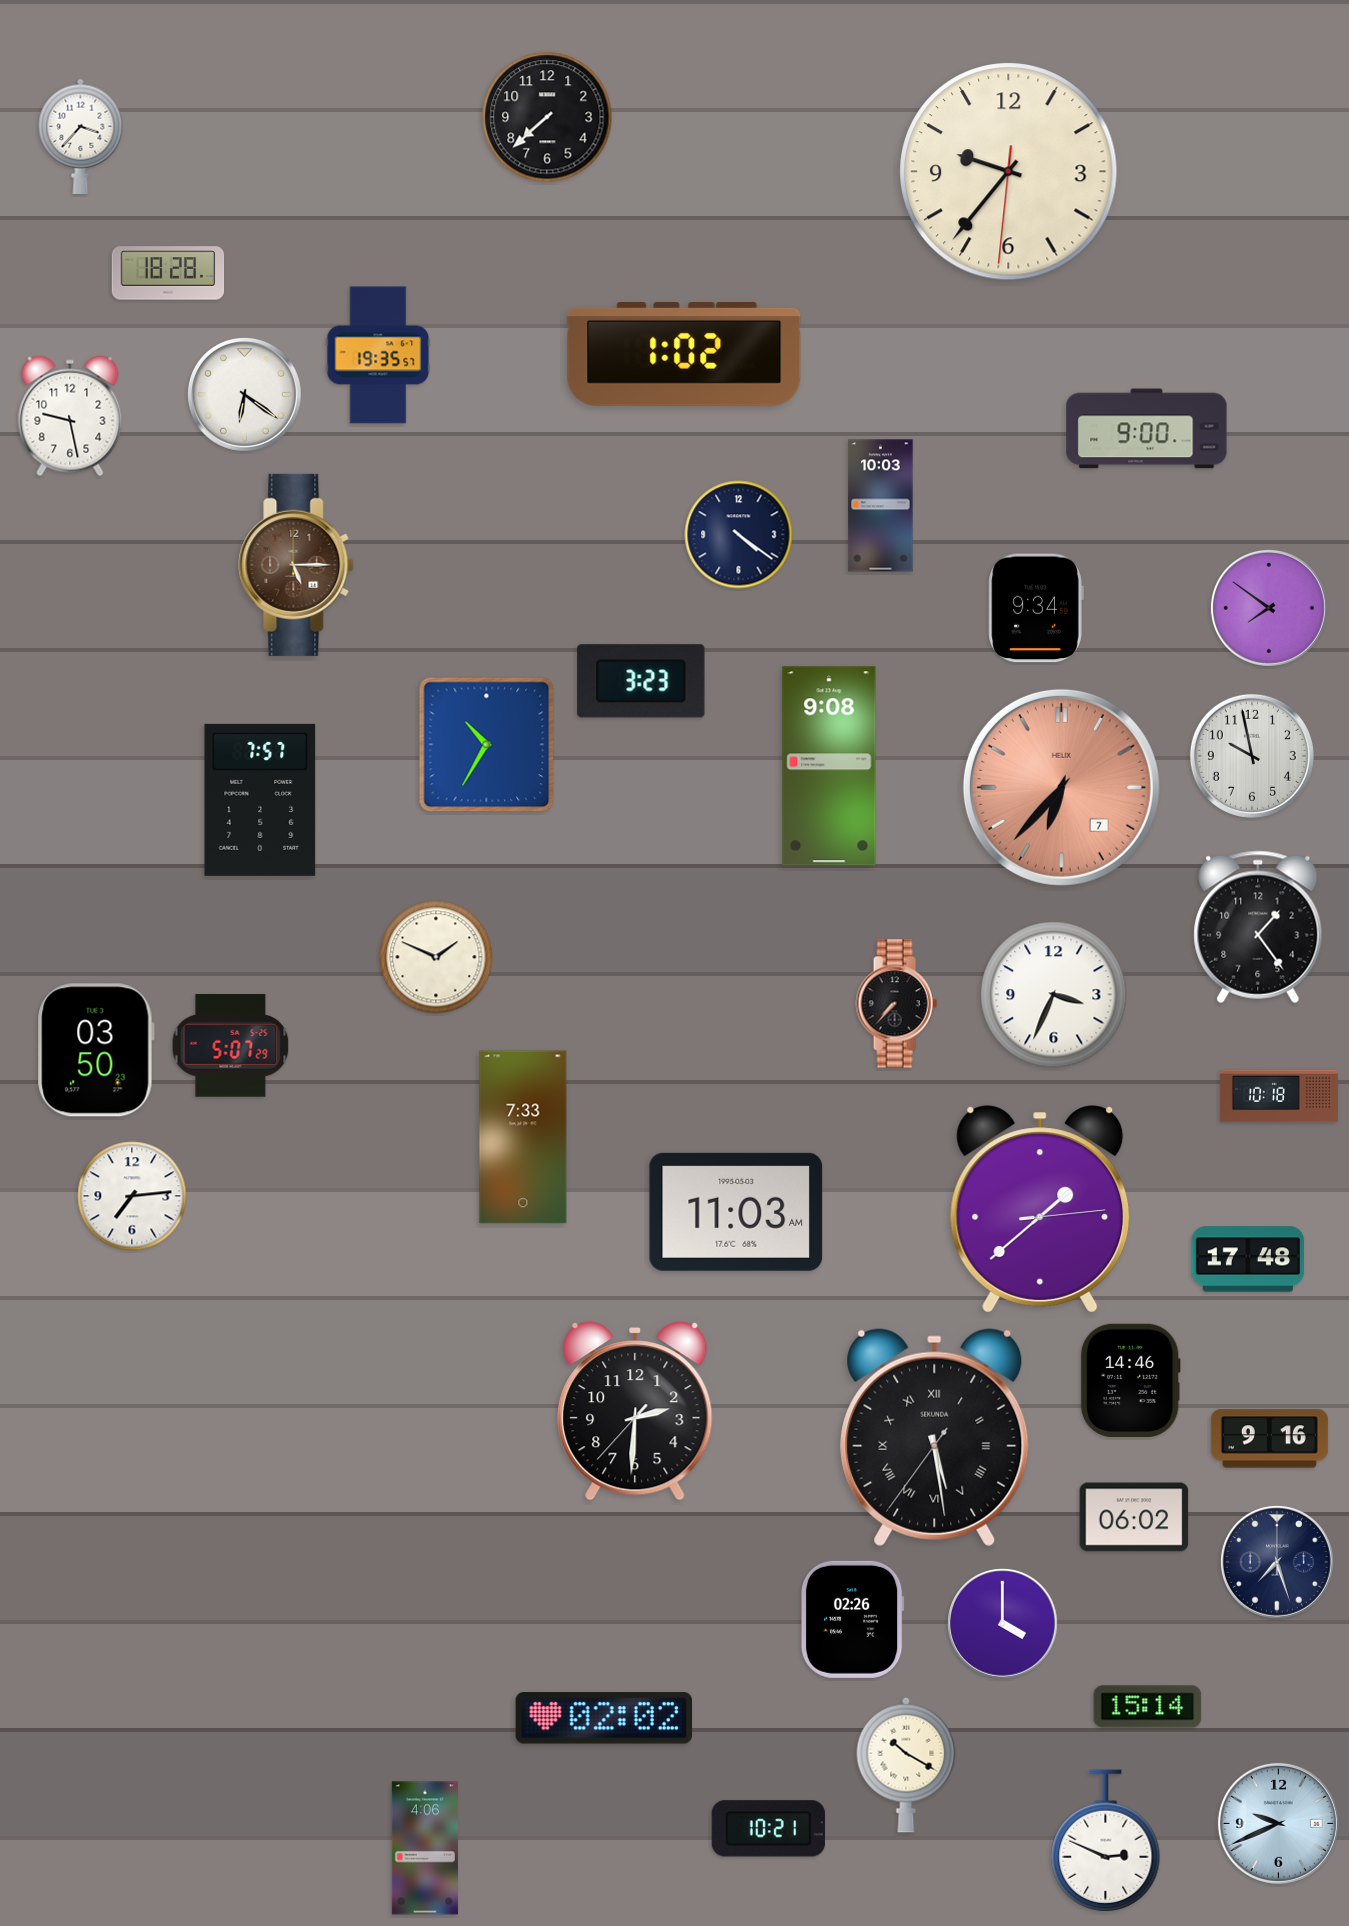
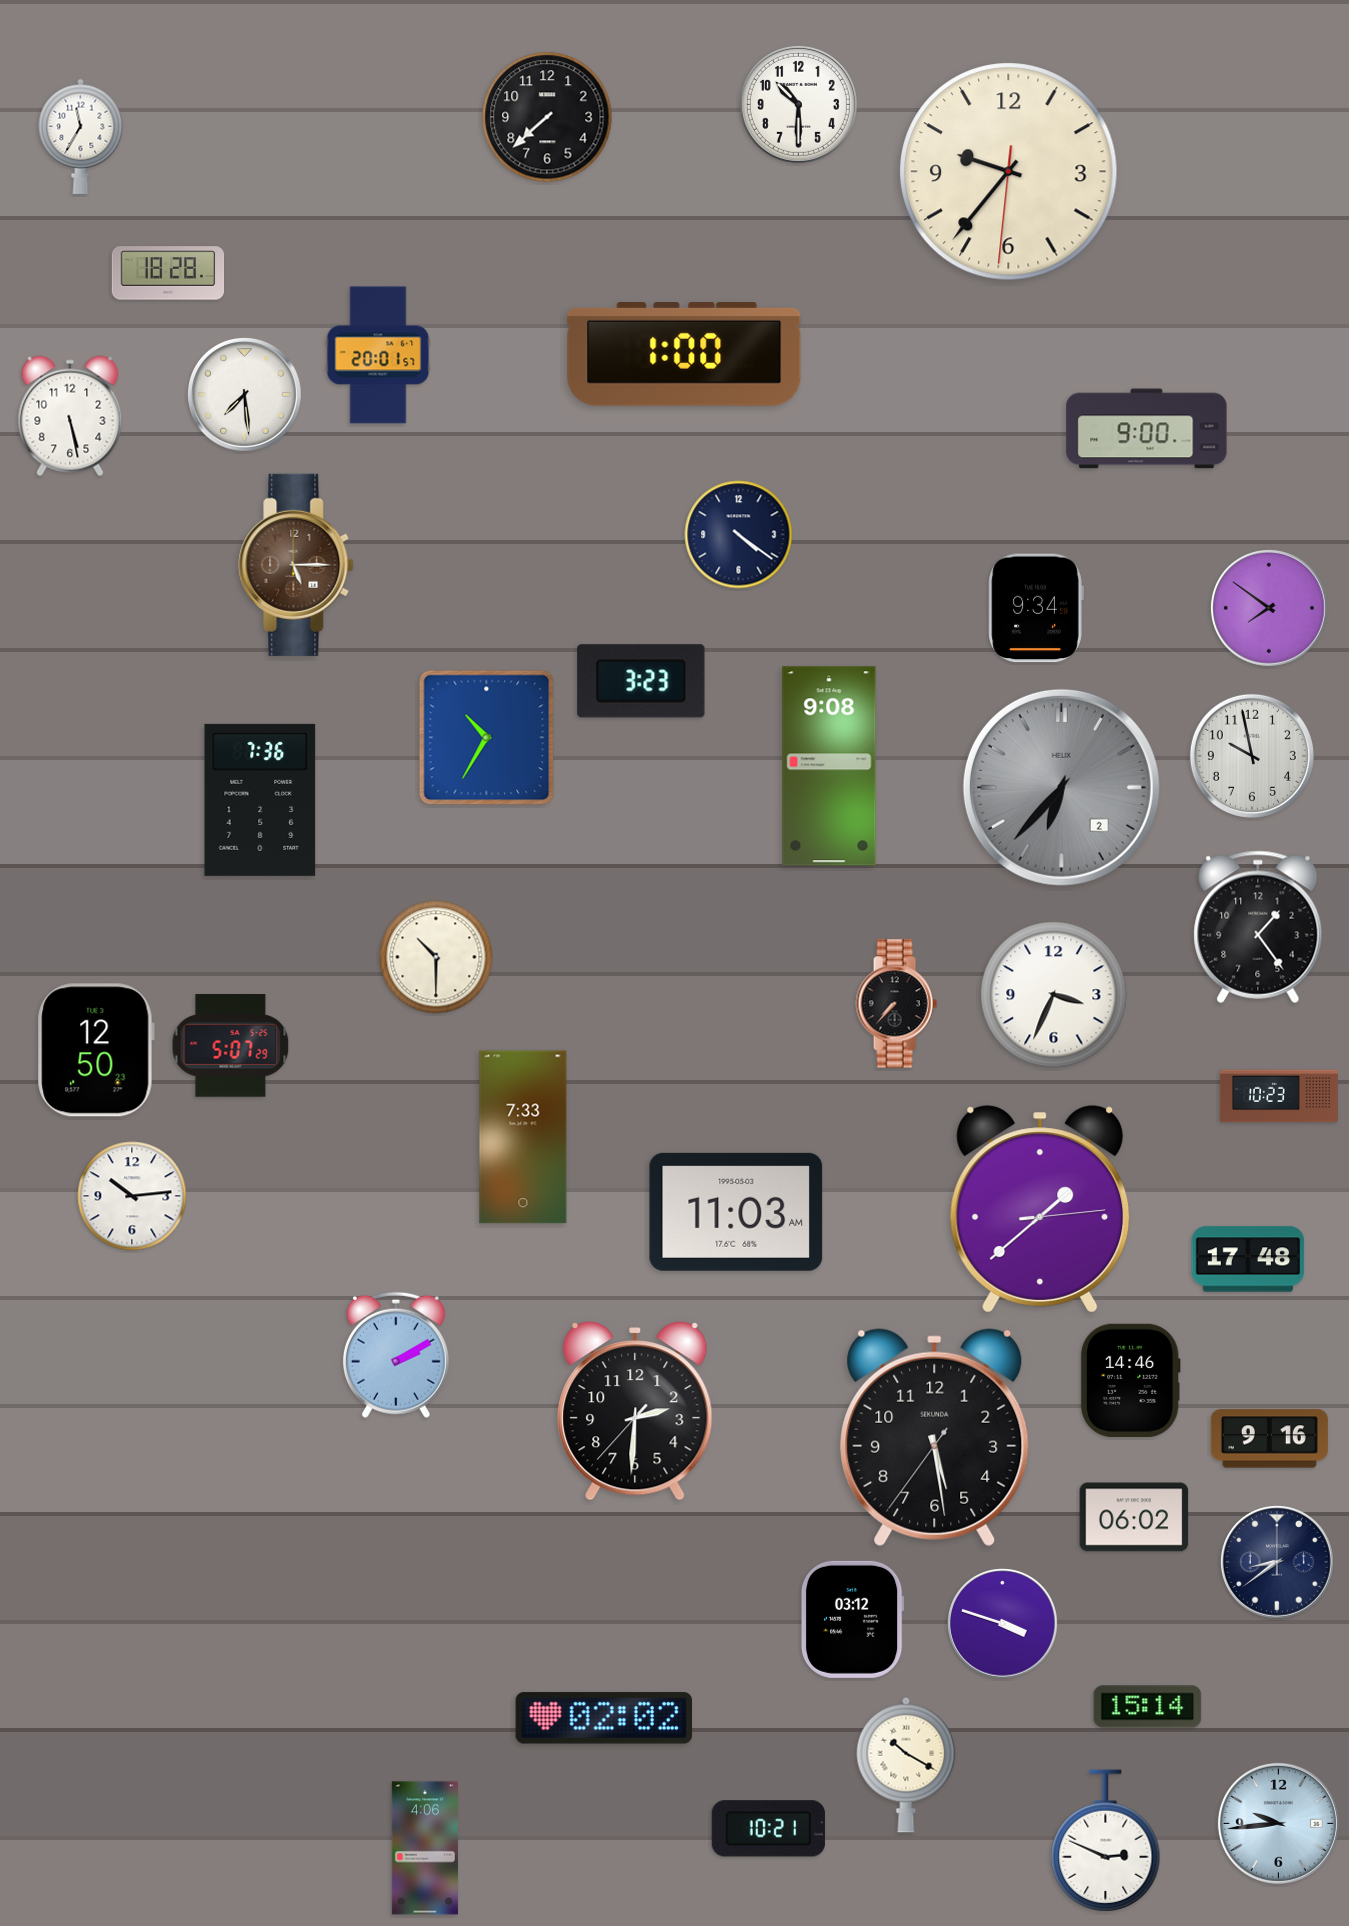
clock at (798, 104): none -> 10:30
clock at (81, 136): 3:37 -> 11:35
clock at (378, 355): 19:35 -> 20:01
clock at (684, 355): 1:02 -> 1:00
clock at (244, 394): 6:21 -> 7:29
clock at (70, 416): 9:28 -> 5:28
clock at (881, 506): 10:03 -> none
clock at (487, 745) position: (487, 745) -> (487, 738)
clock at (1061, 787) date: 7 -> 2
clock at (1061, 787) dial: salmon -> grey
clock at (260, 800): 7:57 -> 7:36
clock at (436, 957): 1:49 -> 10:30
clock at (96, 1050): 03:50 -> 12:50
clock at (1279, 1096): 10:18 -> 10:23
clock at (132, 1196): 7:14 -> 10:14
clock at (396, 1355): none -> 2:10
clock at (935, 1438) numerals: Roman -> Arabic
clock at (1277, 1562): 7:27 -> 8:39
clock at (852, 1619): 02:26 -> 03:12
clock at (1003, 1624): 4:00 -> 3:48
clock at (1278, 1823): 9:41 -> 9:44
